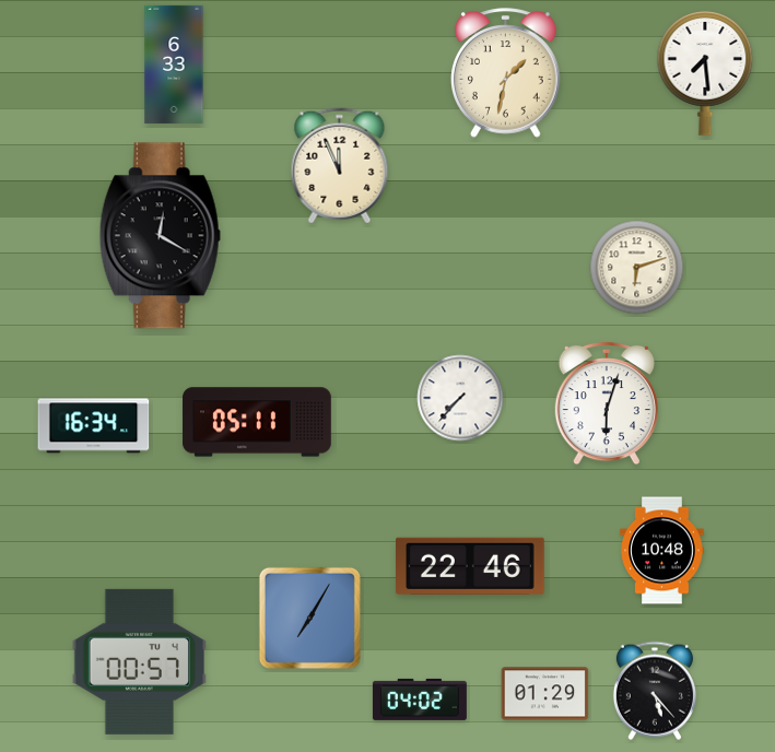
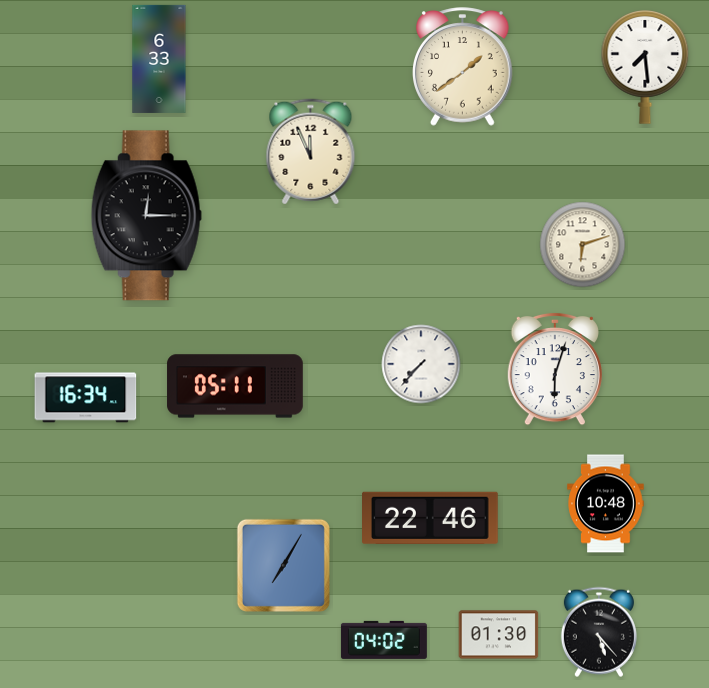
clock at (506, 73): 1:32 -> 1:39
clock at (160, 236): 12:20 -> 12:15
clock at (94, 426) position: (94, 426) -> (86, 398)
clock at (139, 661): 00:57 -> none
clock at (545, 694): 01:29 -> 01:30
